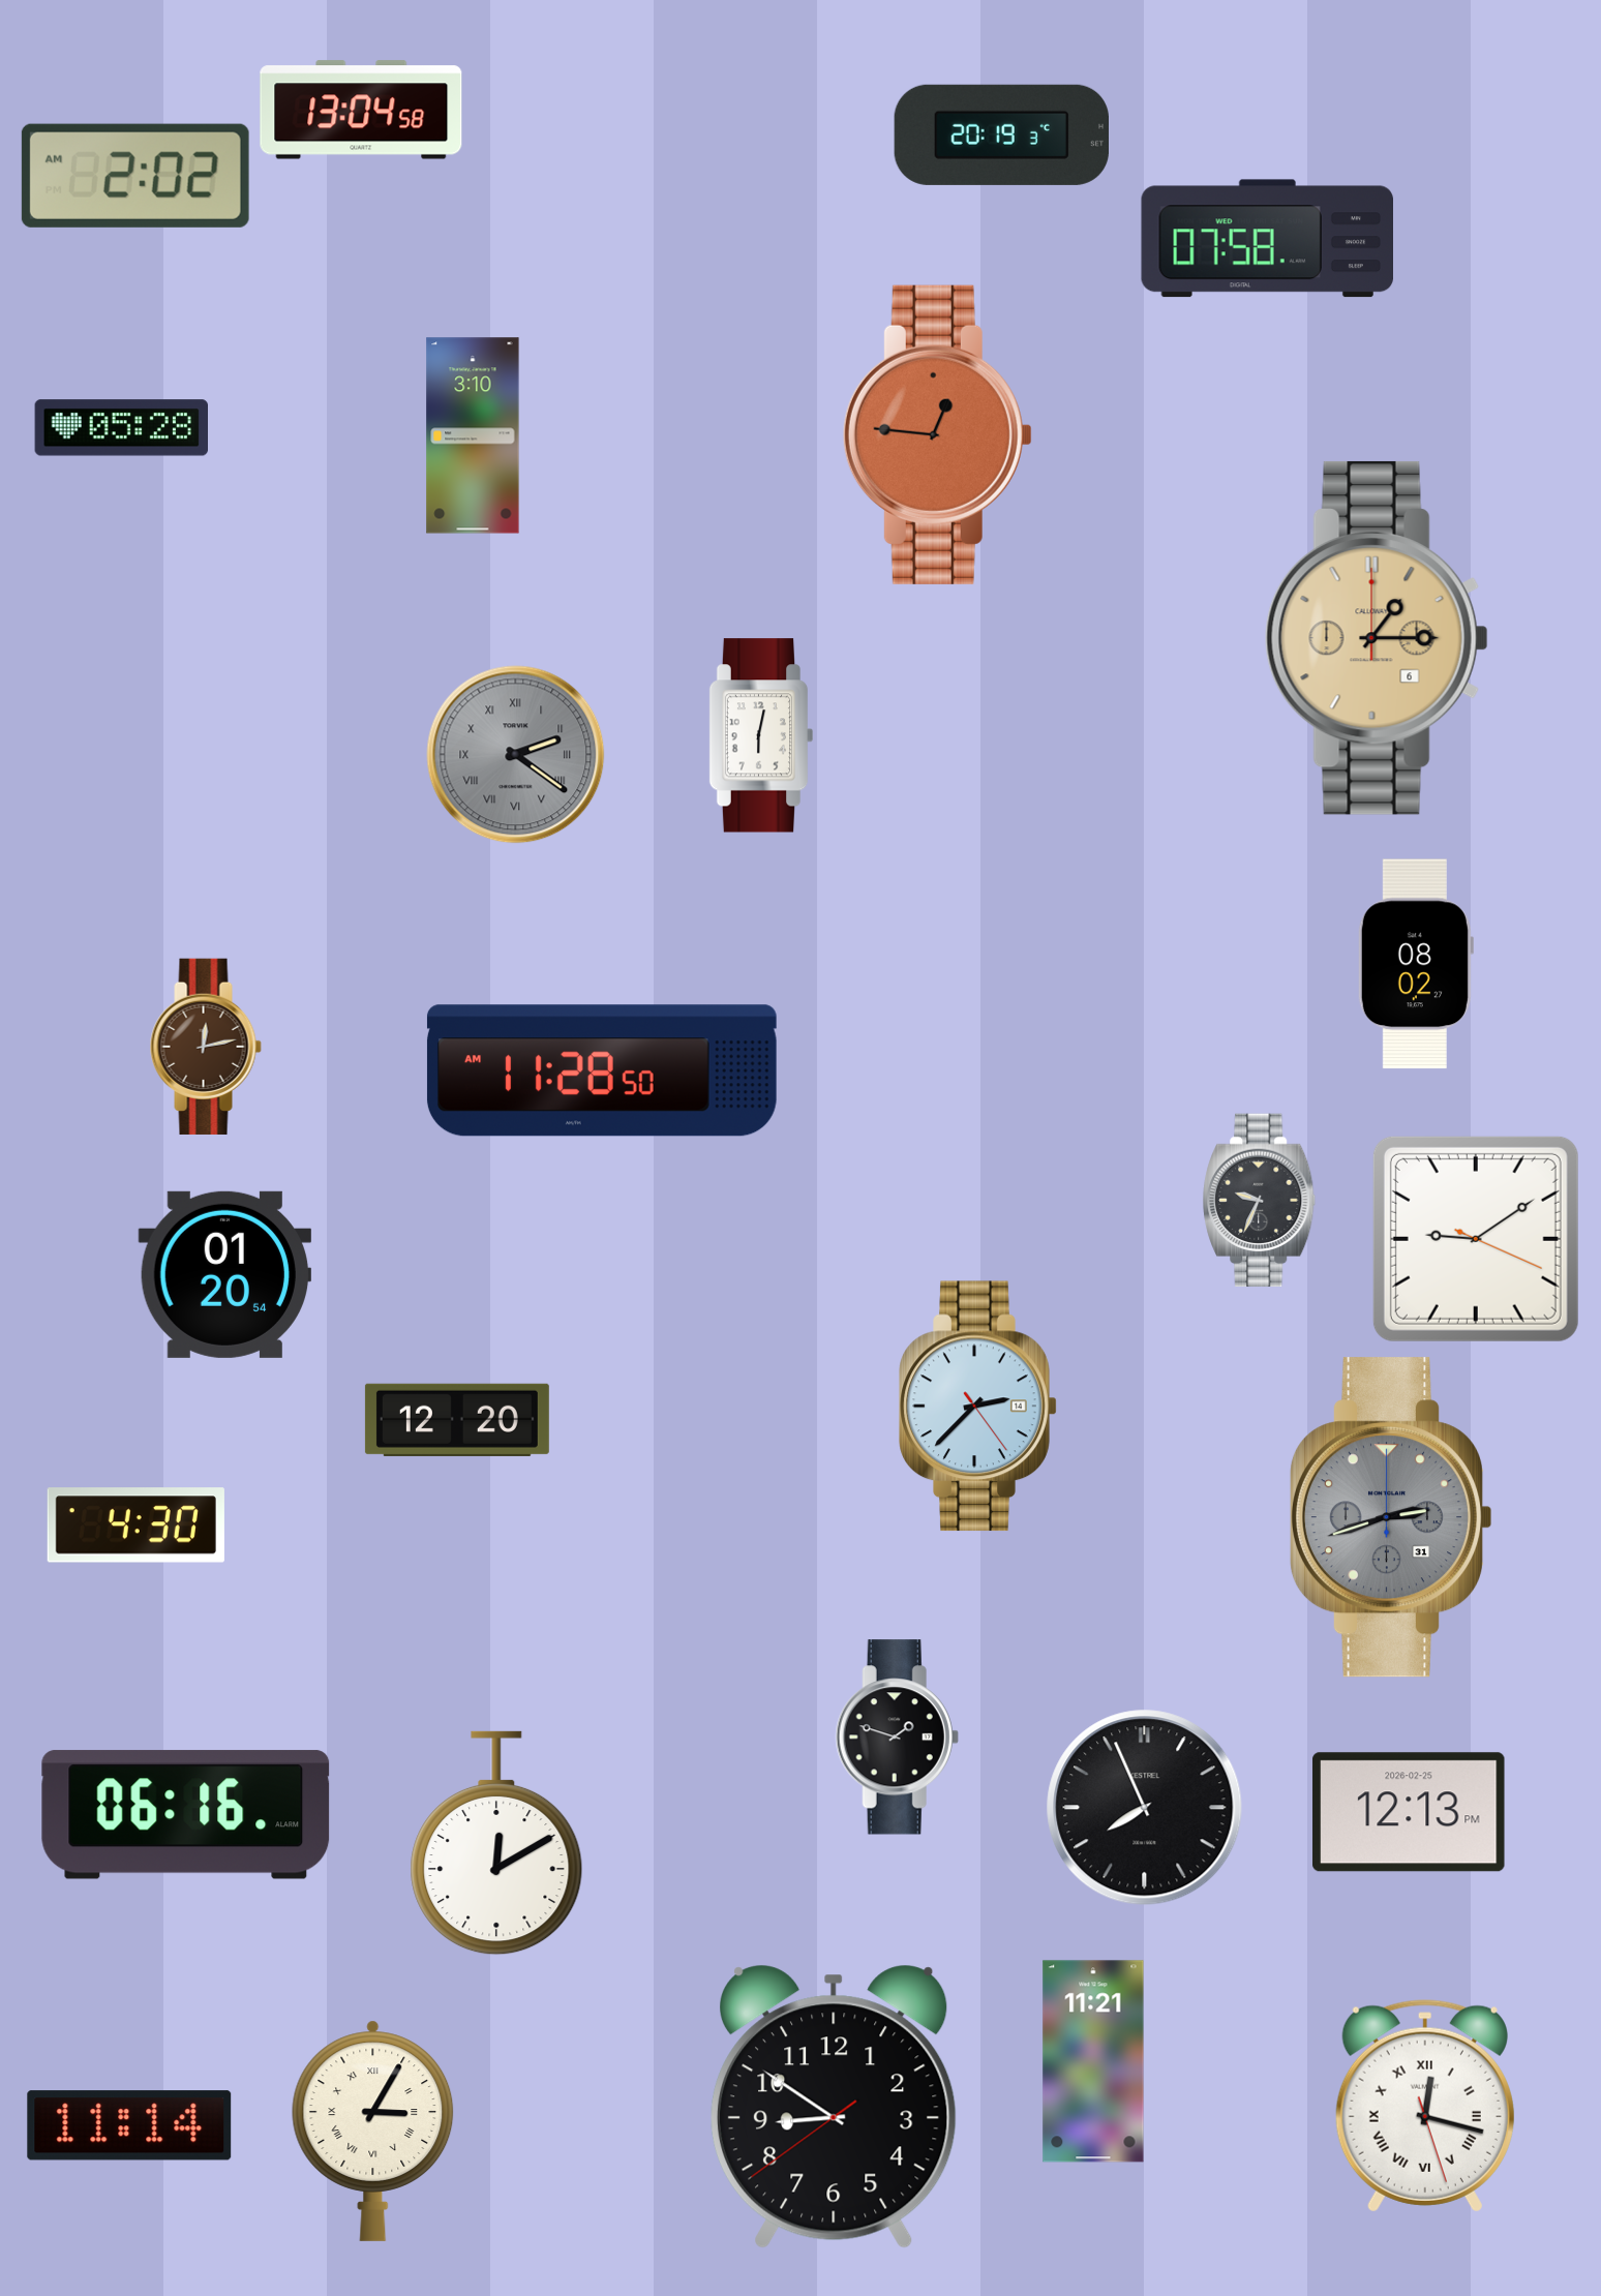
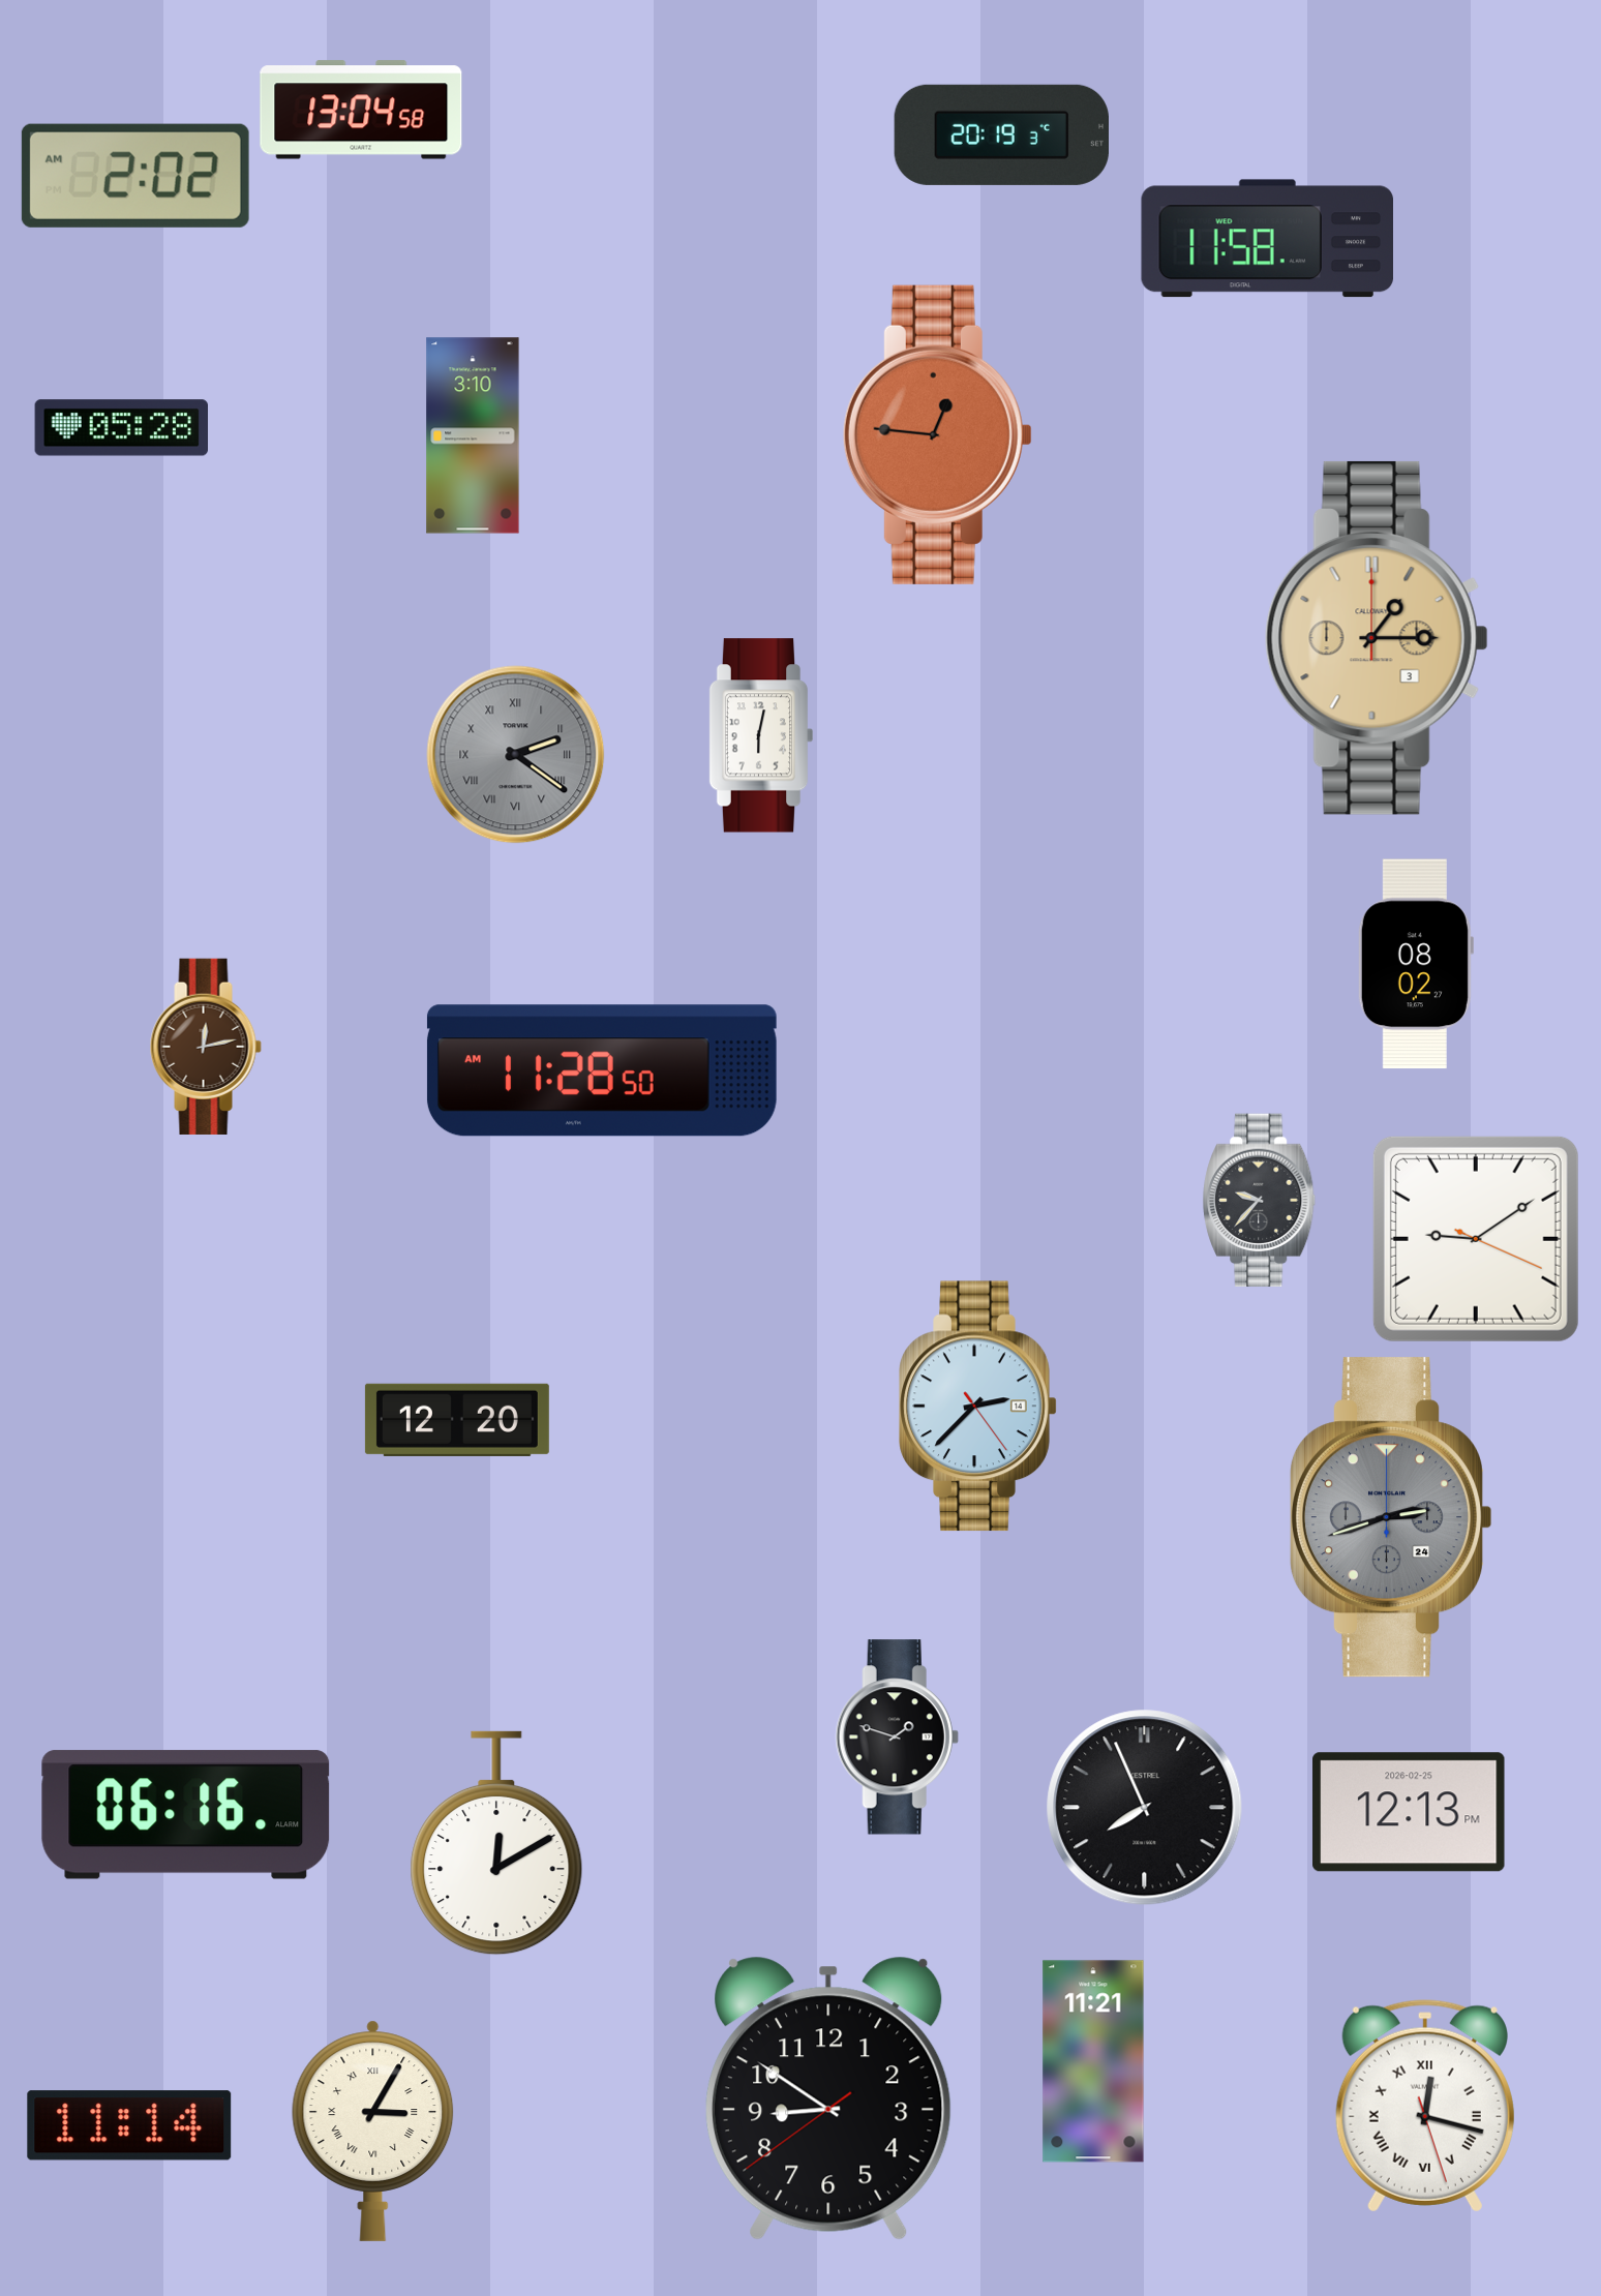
clock at (1267, 239): 07:58 -> 11:58
clock at (1377, 638) date: 6 -> 3
clock at (1260, 1201): 9:34 -> 9:37
clock at (224, 1274): 01:20 -> none
clock at (1390, 1517) date: 31 -> 24
clock at (135, 1525): 4:30 -> none
clock at (835, 2107) position: (835, 2107) -> (829, 2098)
